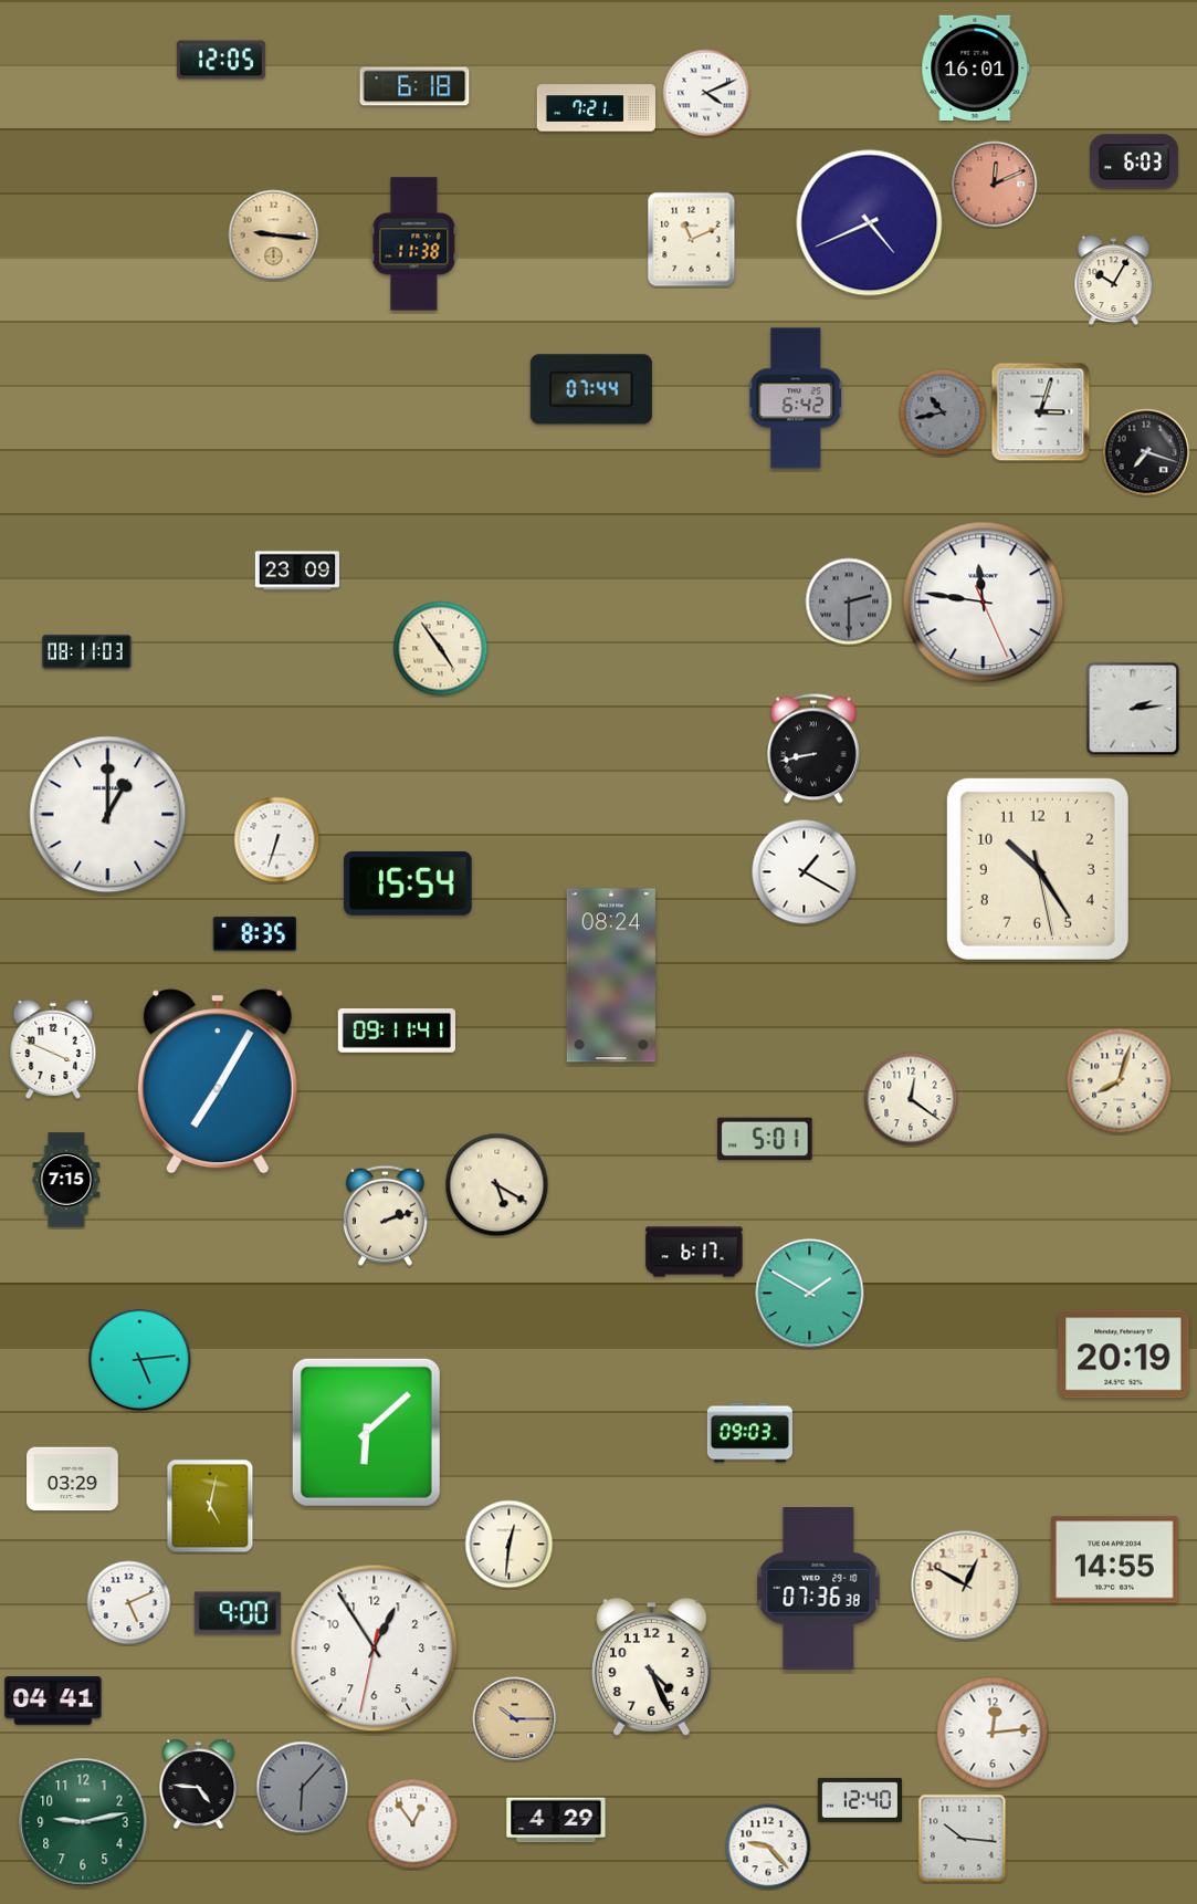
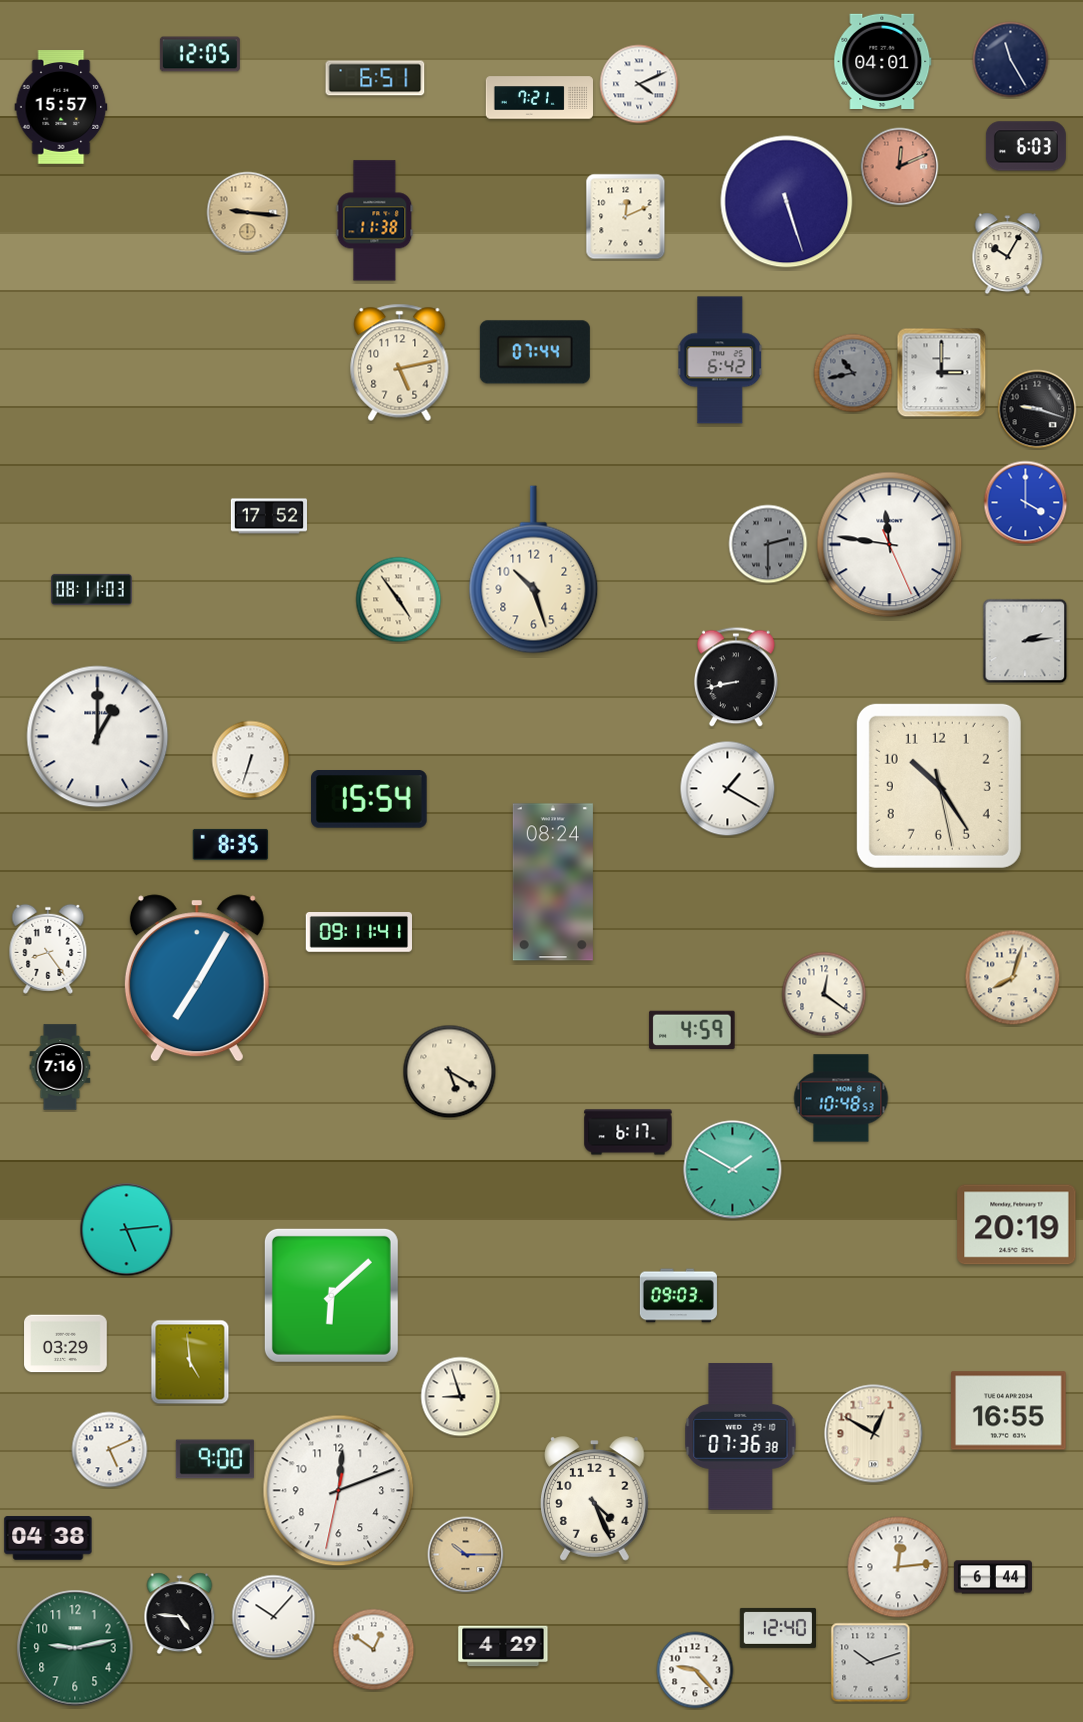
clock at (1011, 60): none -> 11:25
clock at (976, 67): 16:01 -> 04:01
clock at (414, 86): 6:18 -> 6:51
clock at (61, 107): none -> 15:57
clock at (870, 223): 4:41 -> 5:27
clock at (692, 240): 11:11 -> 12:11
clock at (400, 362): none -> 5:13
clock at (1041, 412): 3:03 -> 3:00
clock at (1146, 452): 7:18 -> 9:18
clock at (1026, 503): none -> 4:00
clock at (296, 571): 23:09 -> 17:52
clock at (534, 570): none -> 10:27
clock at (441, 649) position: (441, 649) -> (399, 600)
clock at (87, 651) position: (87, 651) -> (92, 589)
clock at (53, 1049): 3:49 -> 8:24
clock at (765, 1138): 5:01 -> 4:59
clock at (66, 1180): 7:15 -> 7:16
clock at (841, 1098): none -> 10:48
clock at (385, 1215): 2:12 -> none
clock at (73, 1479) position: (73, 1479) -> (66, 1344)
clock at (210, 1506): 5:02 -> 4:59
clock at (510, 1545): 12:31 -> 8:57
clock at (1115, 1560): 14:55 -> 16:55
clock at (129, 1603) position: (129, 1603) -> (110, 1450)
clock at (375, 1649): 12:54 -> 12:11
clock at (652, 1667) position: (652, 1667) -> (595, 1499)
clock at (53, 1701): 04:41 -> 04:38
clock at (993, 1577): none -> 6:44
clock at (303, 1788): 6:07 -> 10:07
clock at (303, 1788) dial: grey -> white
clock at (413, 1824): 12:54 -> 12:51
clock at (963, 1839): 10:16 -> 10:12
